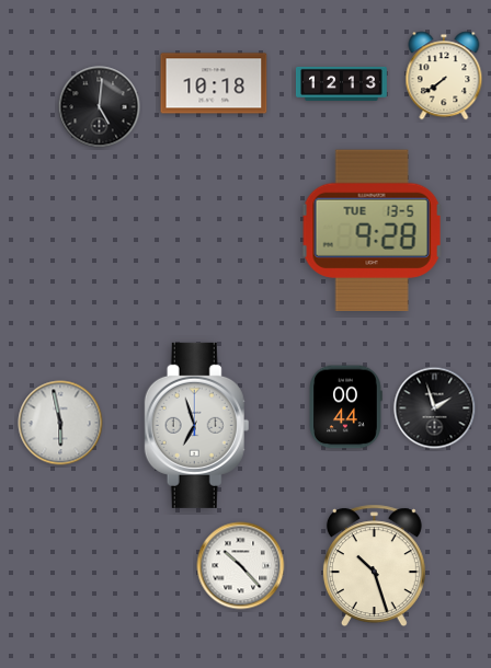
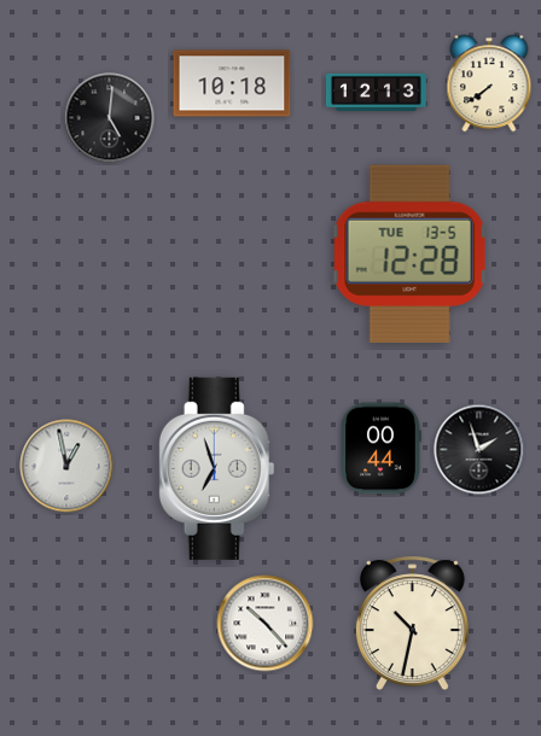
clock at (214, 83) position: (214, 83) -> (232, 83)
clock at (372, 230): 9:28 -> 12:28
clock at (60, 423): 5:58 -> 12:58
clock at (374, 566): 10:27 -> 10:32
